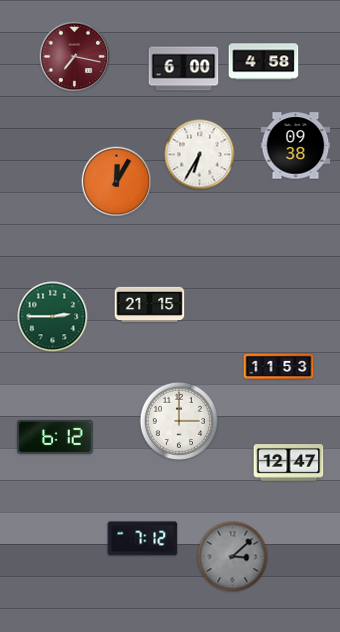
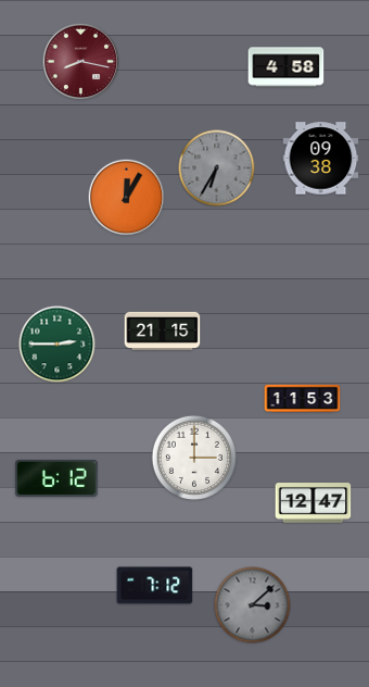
clock at (75, 57): 7:17 -> 8:17
clock at (184, 69): 6:00 -> none
clock at (200, 155) dial: white -> grey
clock at (55, 437) position: (55, 437) -> (56, 478)
